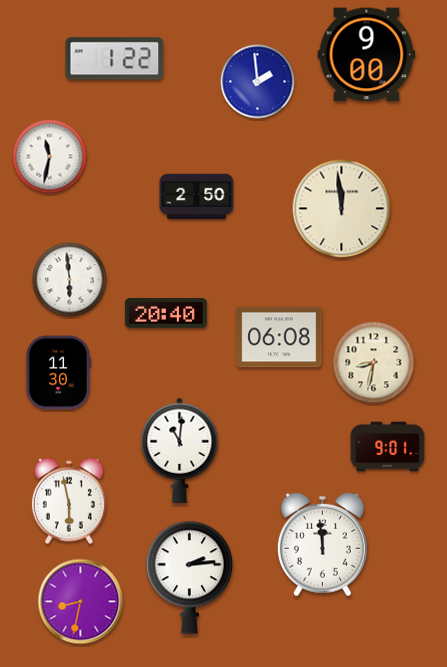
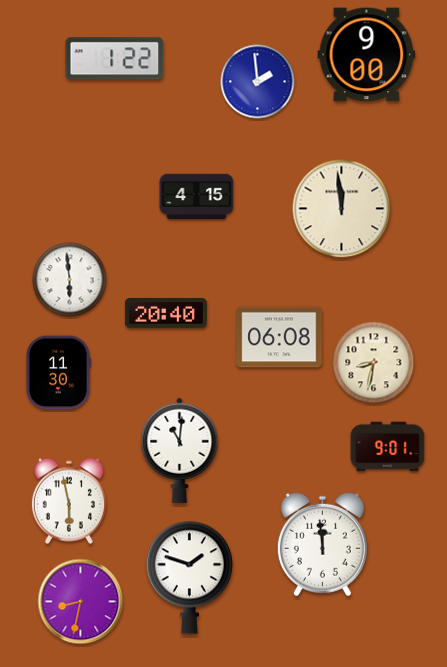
clock at (50, 157): 11:32 -> none
clock at (197, 197): 2:50 -> 4:15
clock at (189, 577): 2:14 -> 1:48
